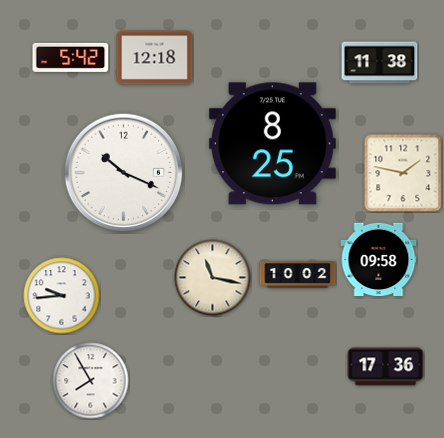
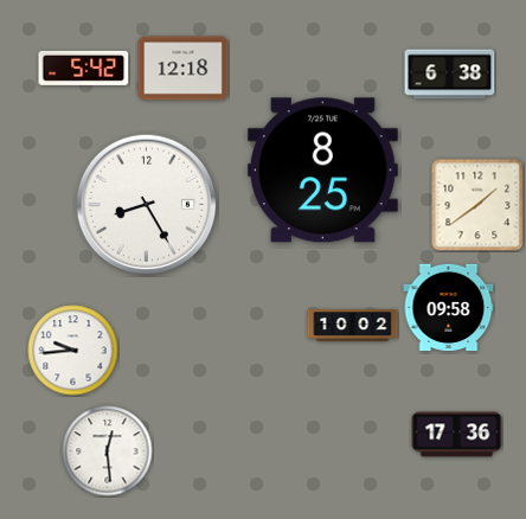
clock at (380, 63): 11:38 -> 6:38
clock at (124, 173): 10:19 -> 8:25
clock at (403, 173): 1:47 -> 1:39
clock at (213, 278): 11:17 -> none
clock at (91, 381): 7:55 -> 12:29
